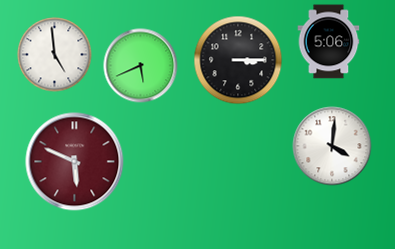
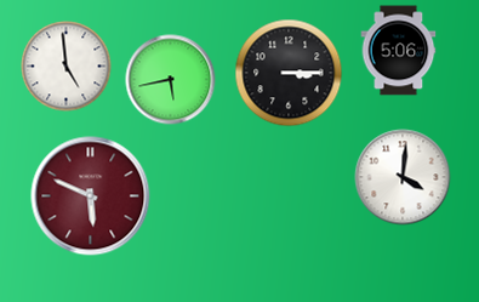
clock at (141, 66): 5:41 -> 5:43
